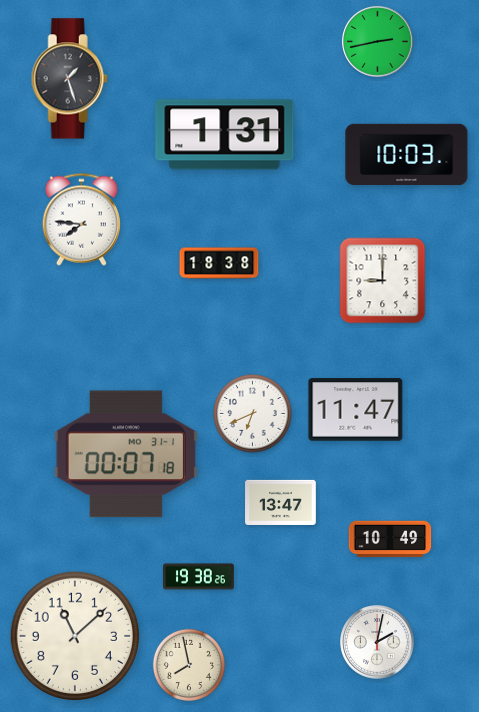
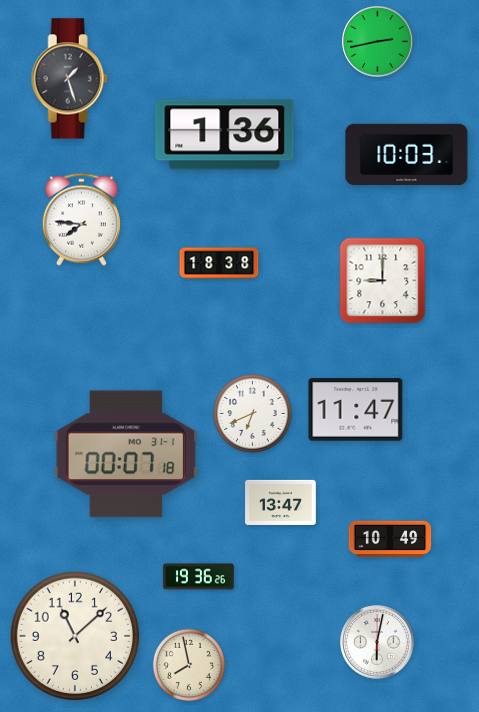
clock at (225, 135): 1:31 -> 1:36
clock at (199, 577): 19:38 -> 19:36
clock at (377, 642): 2:02 -> 6:02
